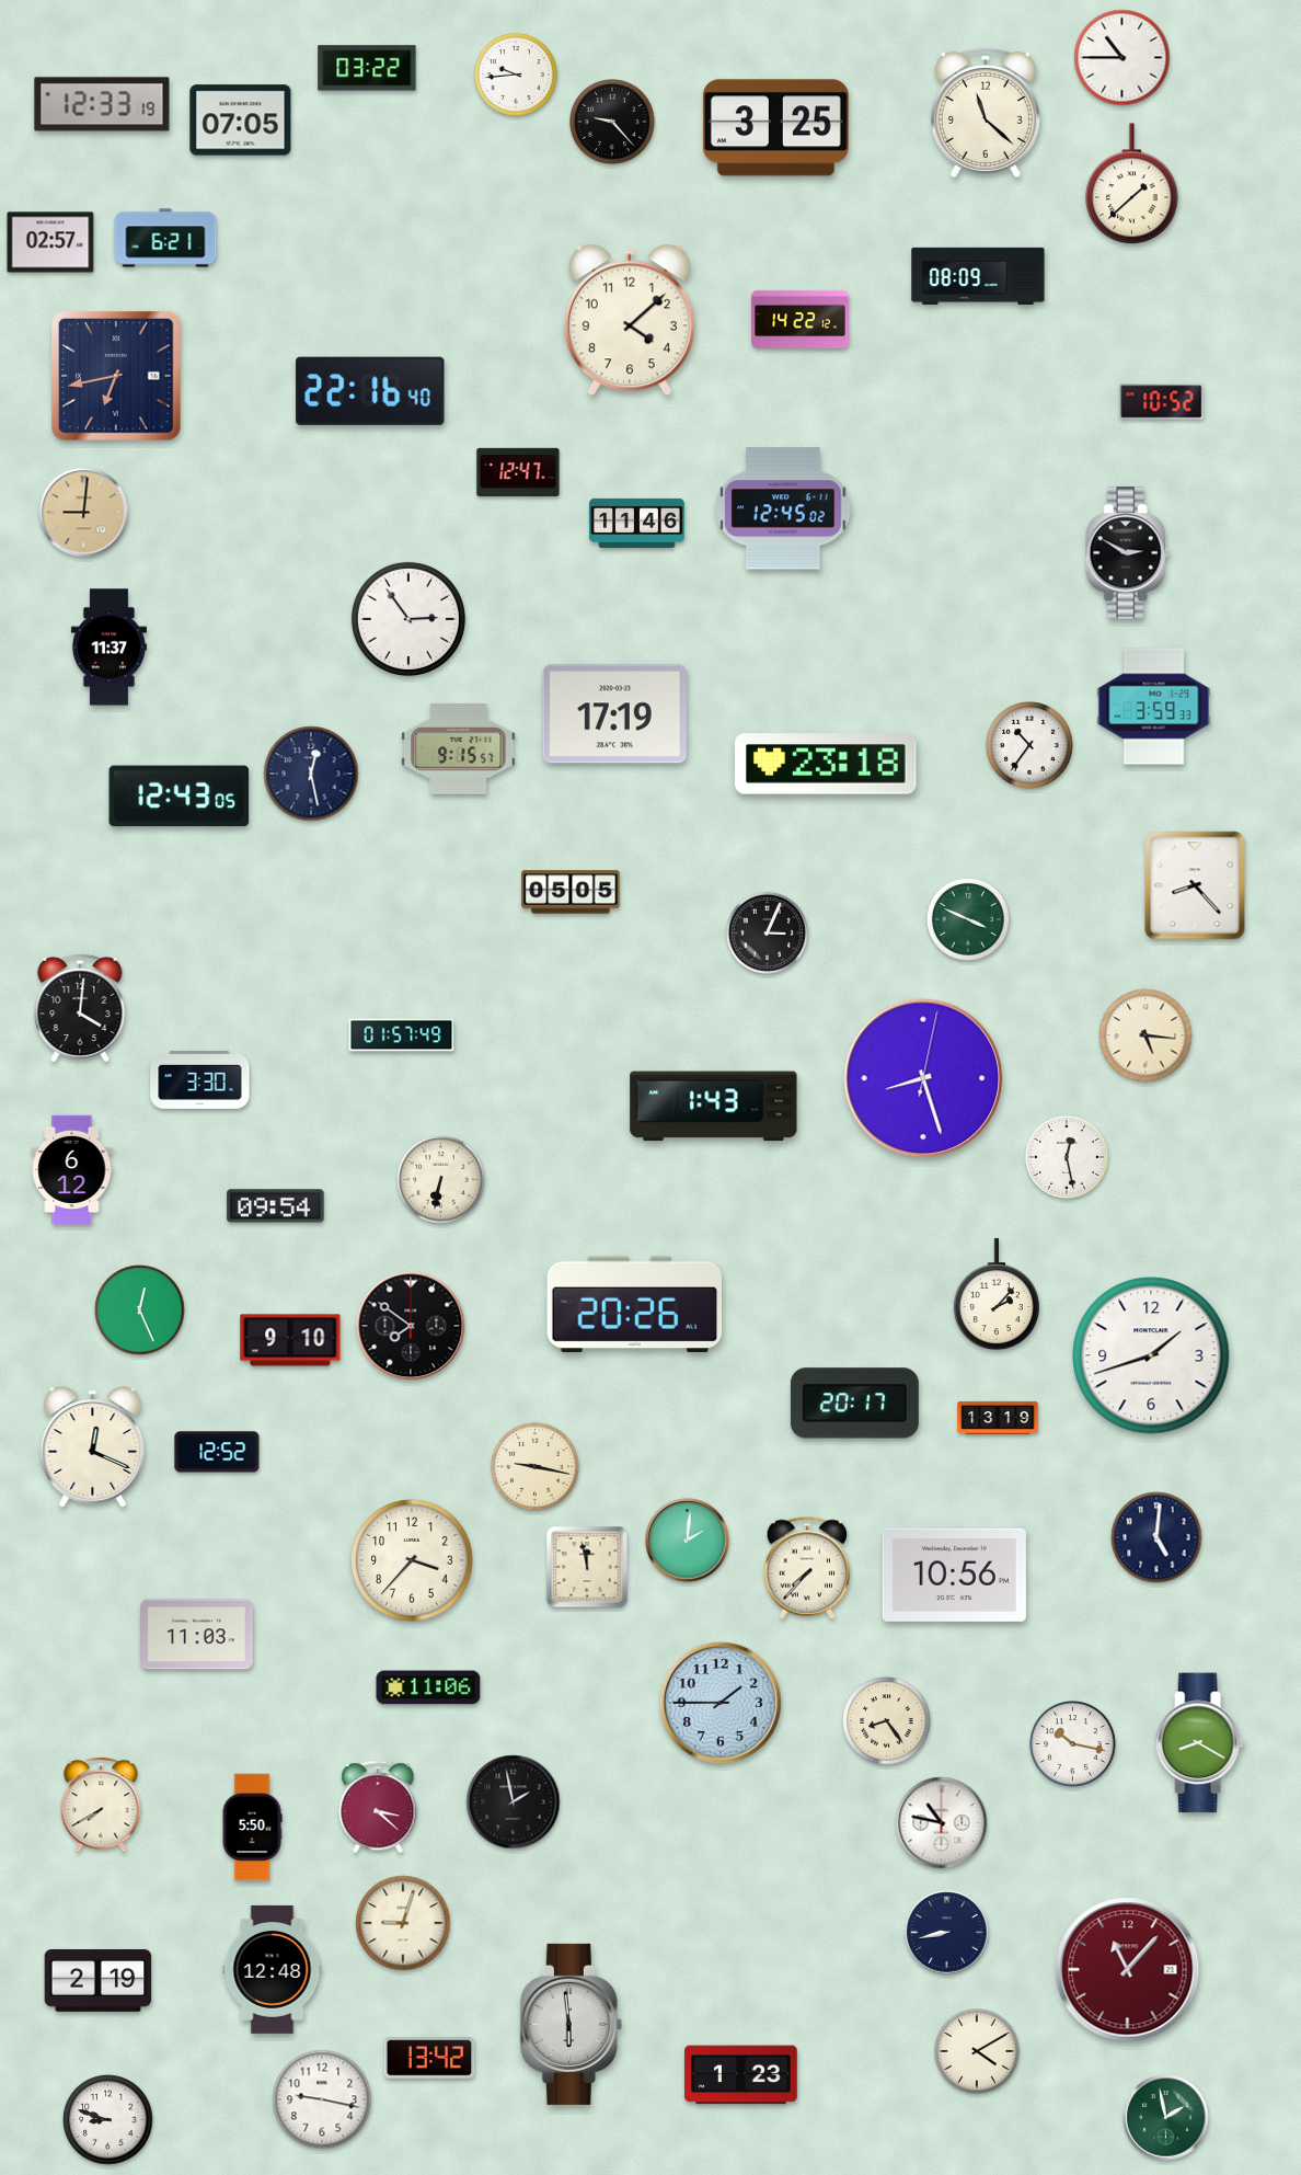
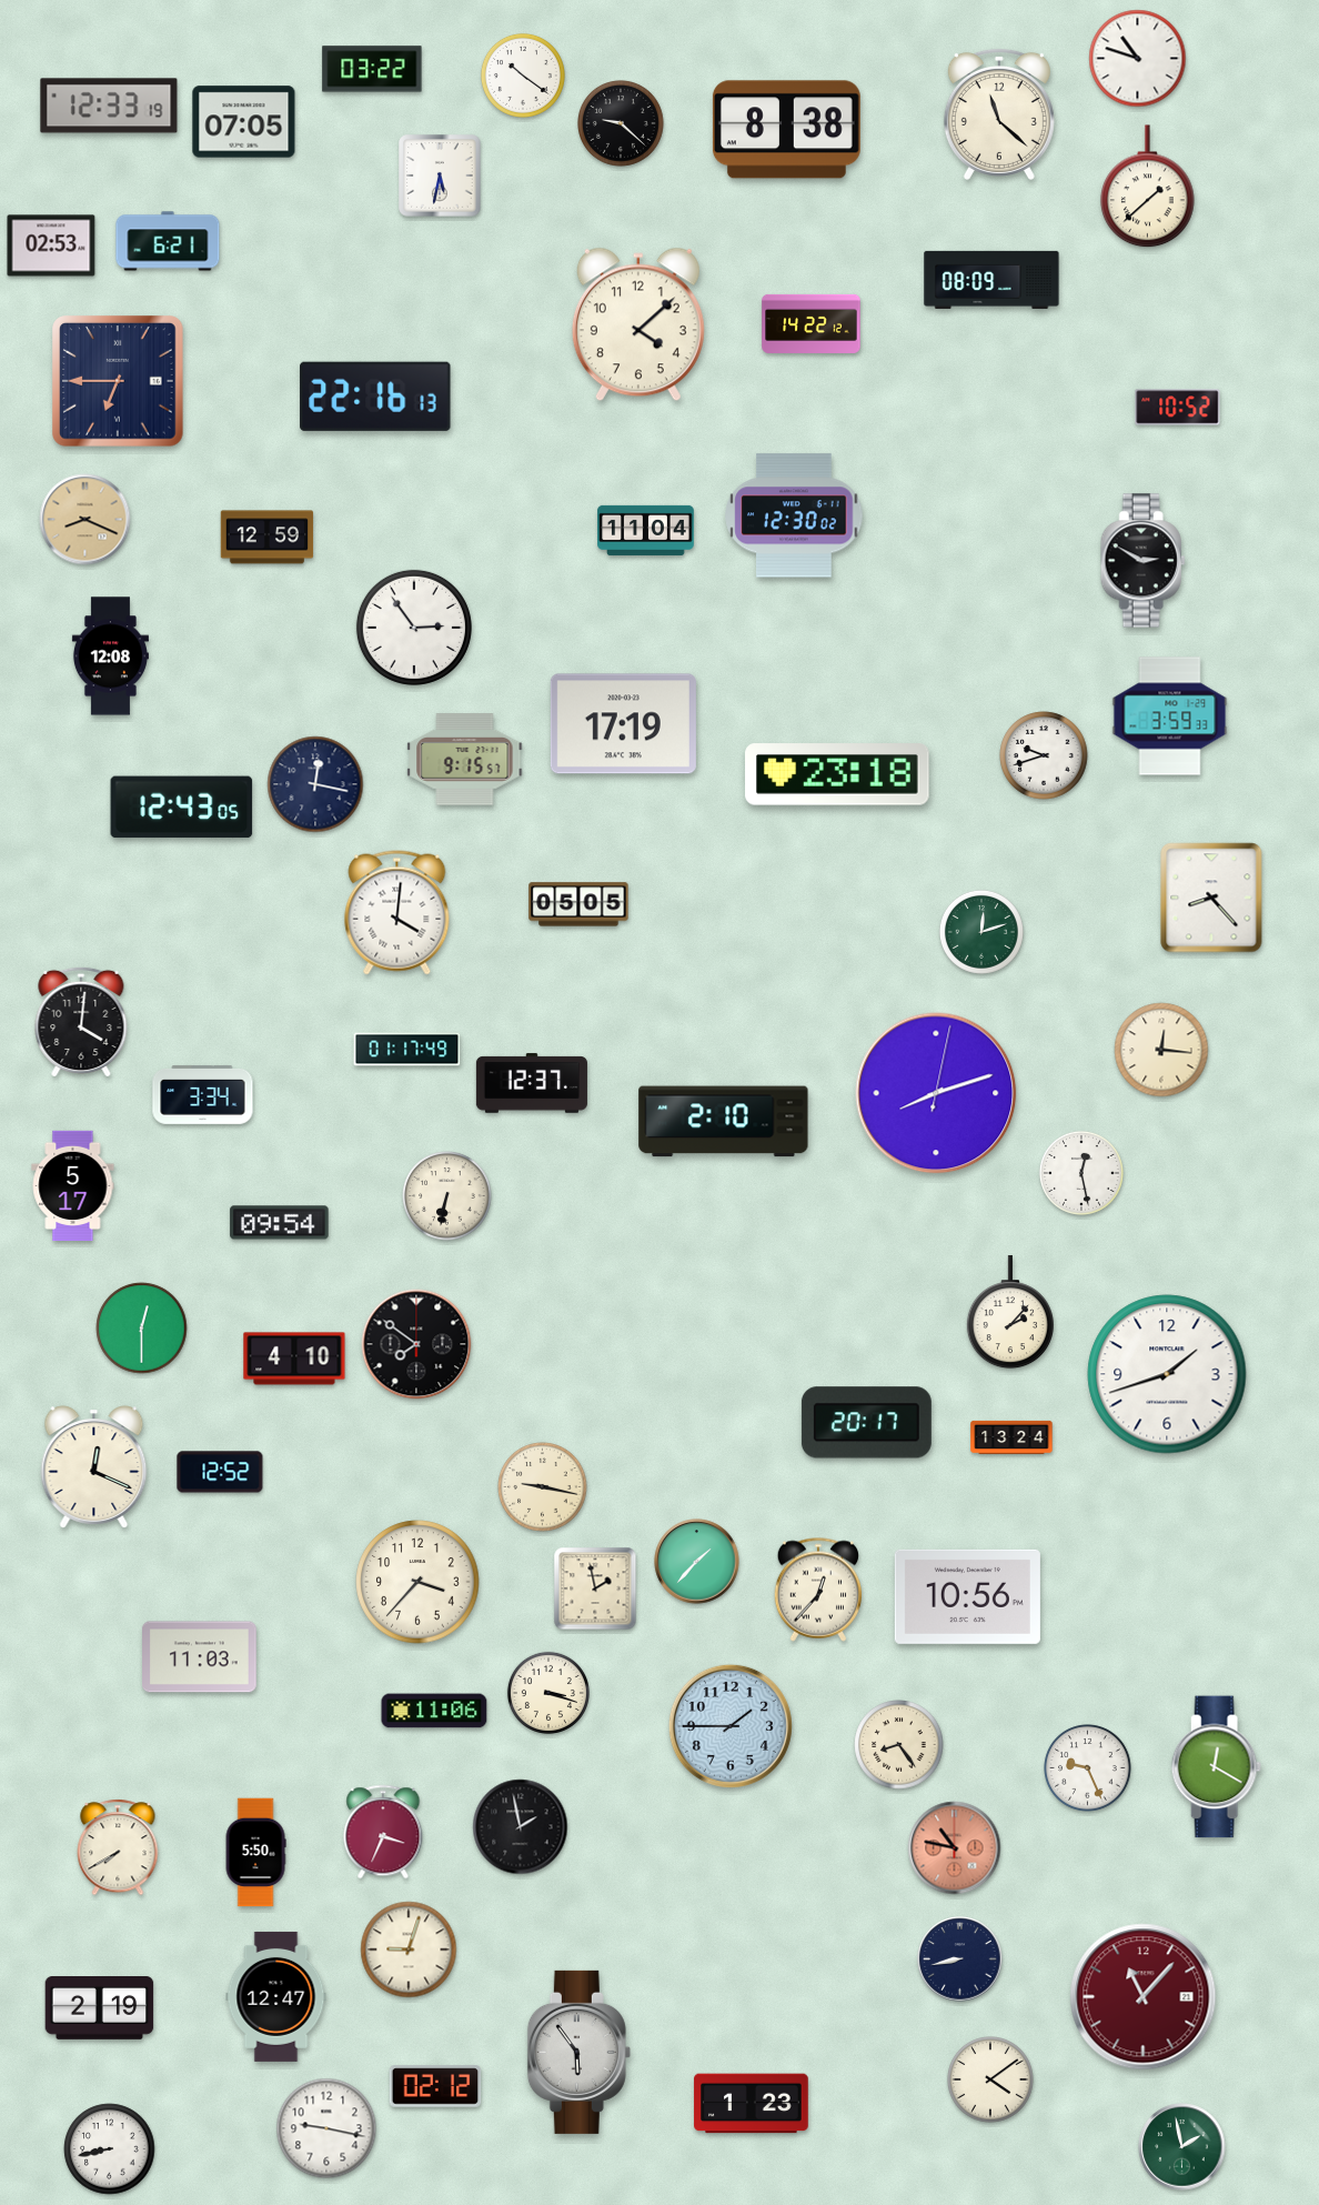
clock at (1122, 58): 10:45 -> 10:48
clock at (516, 75): 9:44 -> 10:21
clock at (102, 104) position: (102, 104) -> (109, 106)
clock at (613, 123): 9:23 -> 9:22
clock at (775, 128): 3:25 -> 8:38
clock at (440, 176): none -> 5:32
clock at (50, 242): 02:57 -> 02:53
clock at (116, 376): 6:43 -> 6:45
clock at (371, 391): 22:16:40 -> 22:16:13
clock at (518, 471): 12:47 -> none
clock at (783, 508): 12:45 -> 12:30
clock at (84, 513): 9:01 -> 8:19
clock at (637, 523): 11:46 -> 11:04
clock at (268, 538): none -> 12:59
clock at (108, 648): 11:37 -> 12:08
clock at (1029, 745): 10:36 -> 9:42
clock at (311, 774): 12:28 -> 12:17
clock at (397, 913): none -> 4:01
clock at (968, 919): 3:49 -> 12:12
clock at (767, 932): 3:04 -> none
clock at (402, 1035): 01:57 -> 01:17
clock at (1145, 1035): 5:16 -> 12:16
clock at (532, 1083): none -> 12:37
clock at (923, 1078): 8:27 -> 8:12
clock at (200, 1079): 3:30 -> 3:34
clock at (714, 1107): 1:43 -> 2:10
clock at (72, 1169): 6:12 -> 5:17
clock at (634, 1305): 20:26 -> none
clock at (140, 1310): 12:26 -> 12:30
clock at (290, 1340): 9:10 -> 4:10
clock at (998, 1418): 13:19 -> 13:24
clock at (1156, 1537): 5:01 -> none
clock at (688, 1541): 2:01 -> 1:37
clock at (587, 1567): 11:58 -> 1:58
clock at (807, 1568): 7:37 -> 12:37
clock at (548, 1693): none -> 3:18
clock at (1199, 1743): 8:20 -> 12:20
clock at (1073, 1744): 10:17 -> 9:26
clock at (101, 1805) position: (101, 1805) -> (118, 1847)
clock at (378, 1807): 3:22 -> 3:34
clock at (942, 1823) dial: white -> salmon
clock at (273, 1969): 12:48 -> 12:47
clock at (571, 2024): 5:59 -> 5:54
clock at (978, 2052): 4:10 -> 4:09
clock at (429, 2058): 13:42 -> 02:12
clock at (108, 2120): 8:48 -> 8:43
